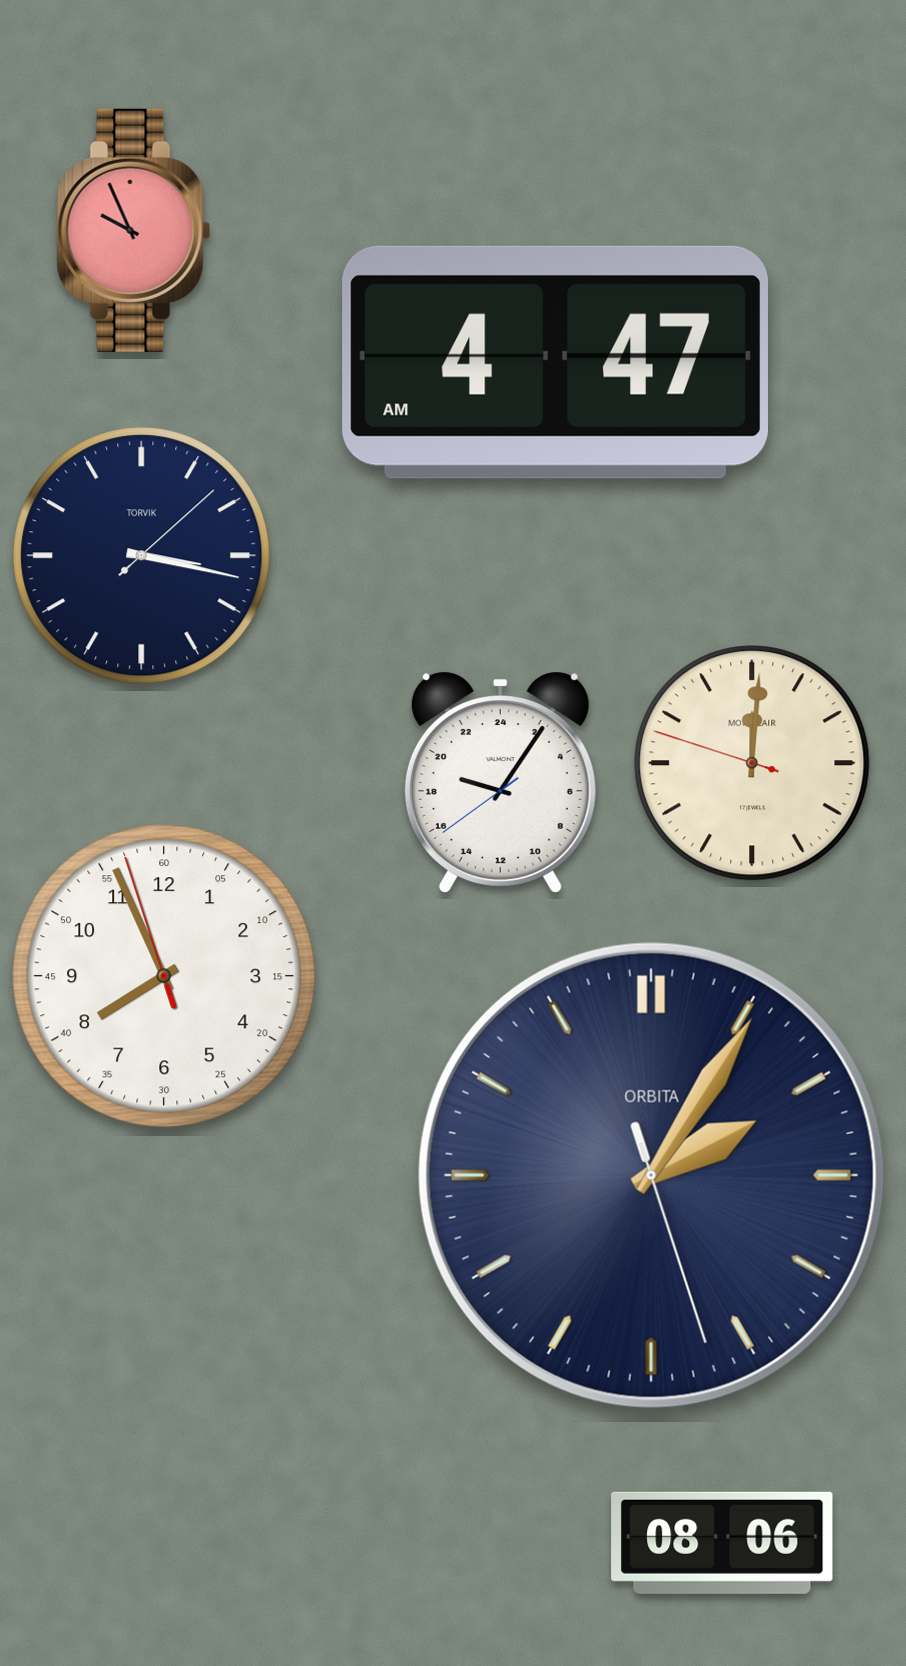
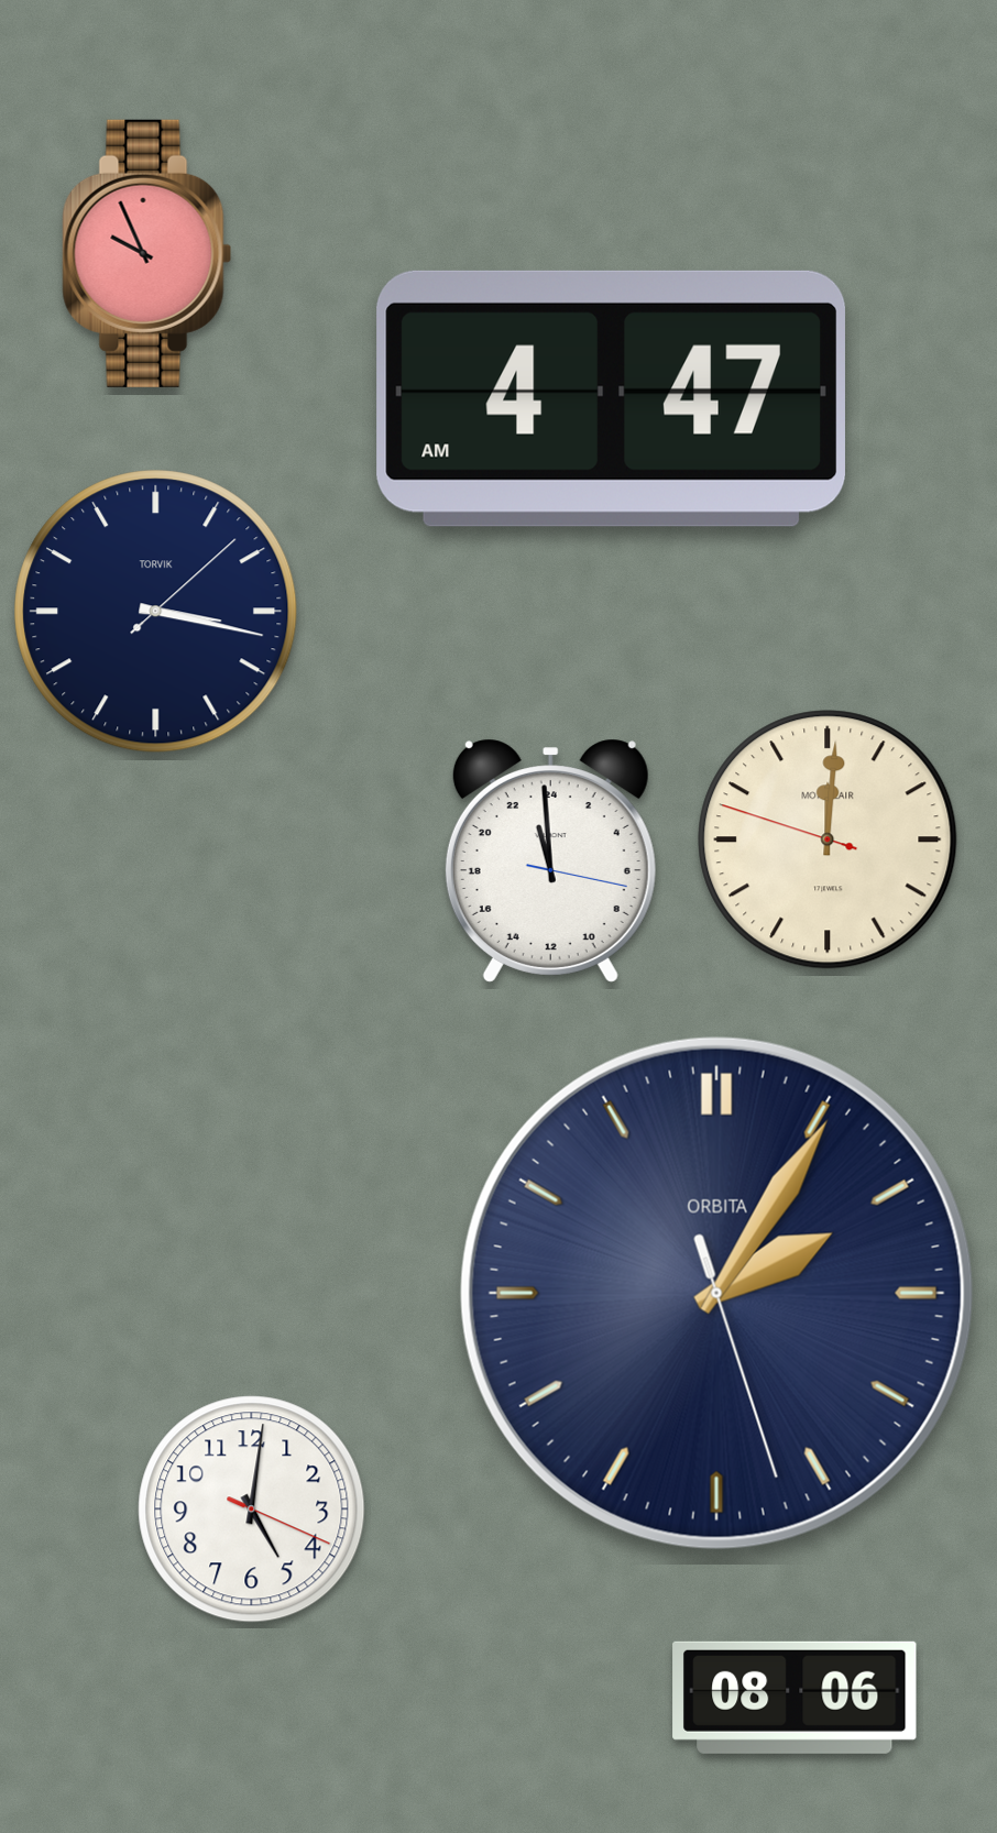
clock at (500, 782): 19:05 -> 22:59
clock at (164, 976): 7:55 -> none
clock at (252, 1510): none -> 5:01
